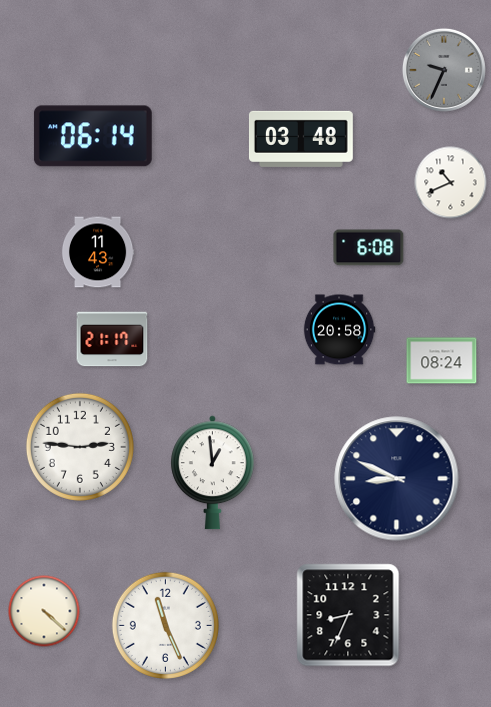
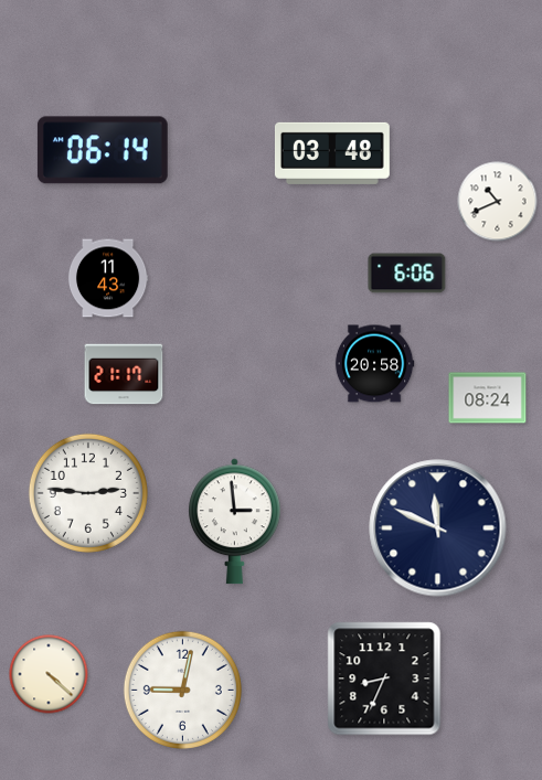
clock at (444, 70): 9:34 -> none
clock at (369, 248): 6:08 -> 6:06
clock at (212, 473): 12:59 -> 2:59
clock at (397, 479): 8:49 -> 11:49
clock at (165, 625): 11:26 -> 9:02
